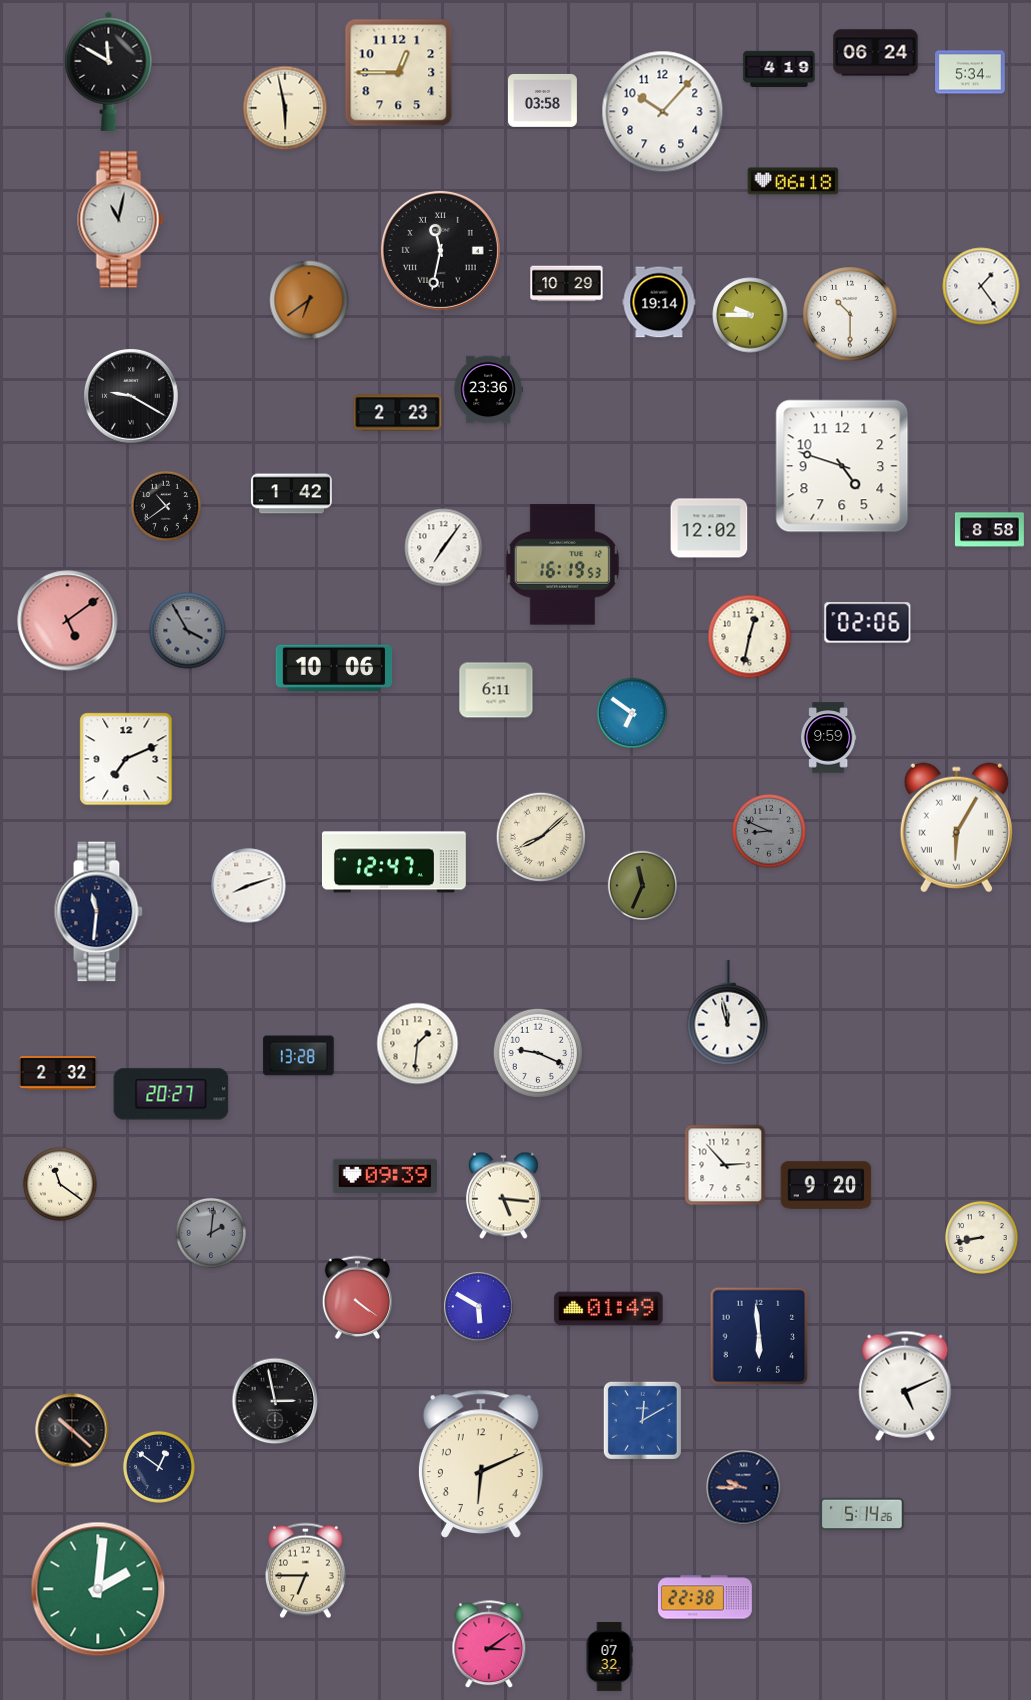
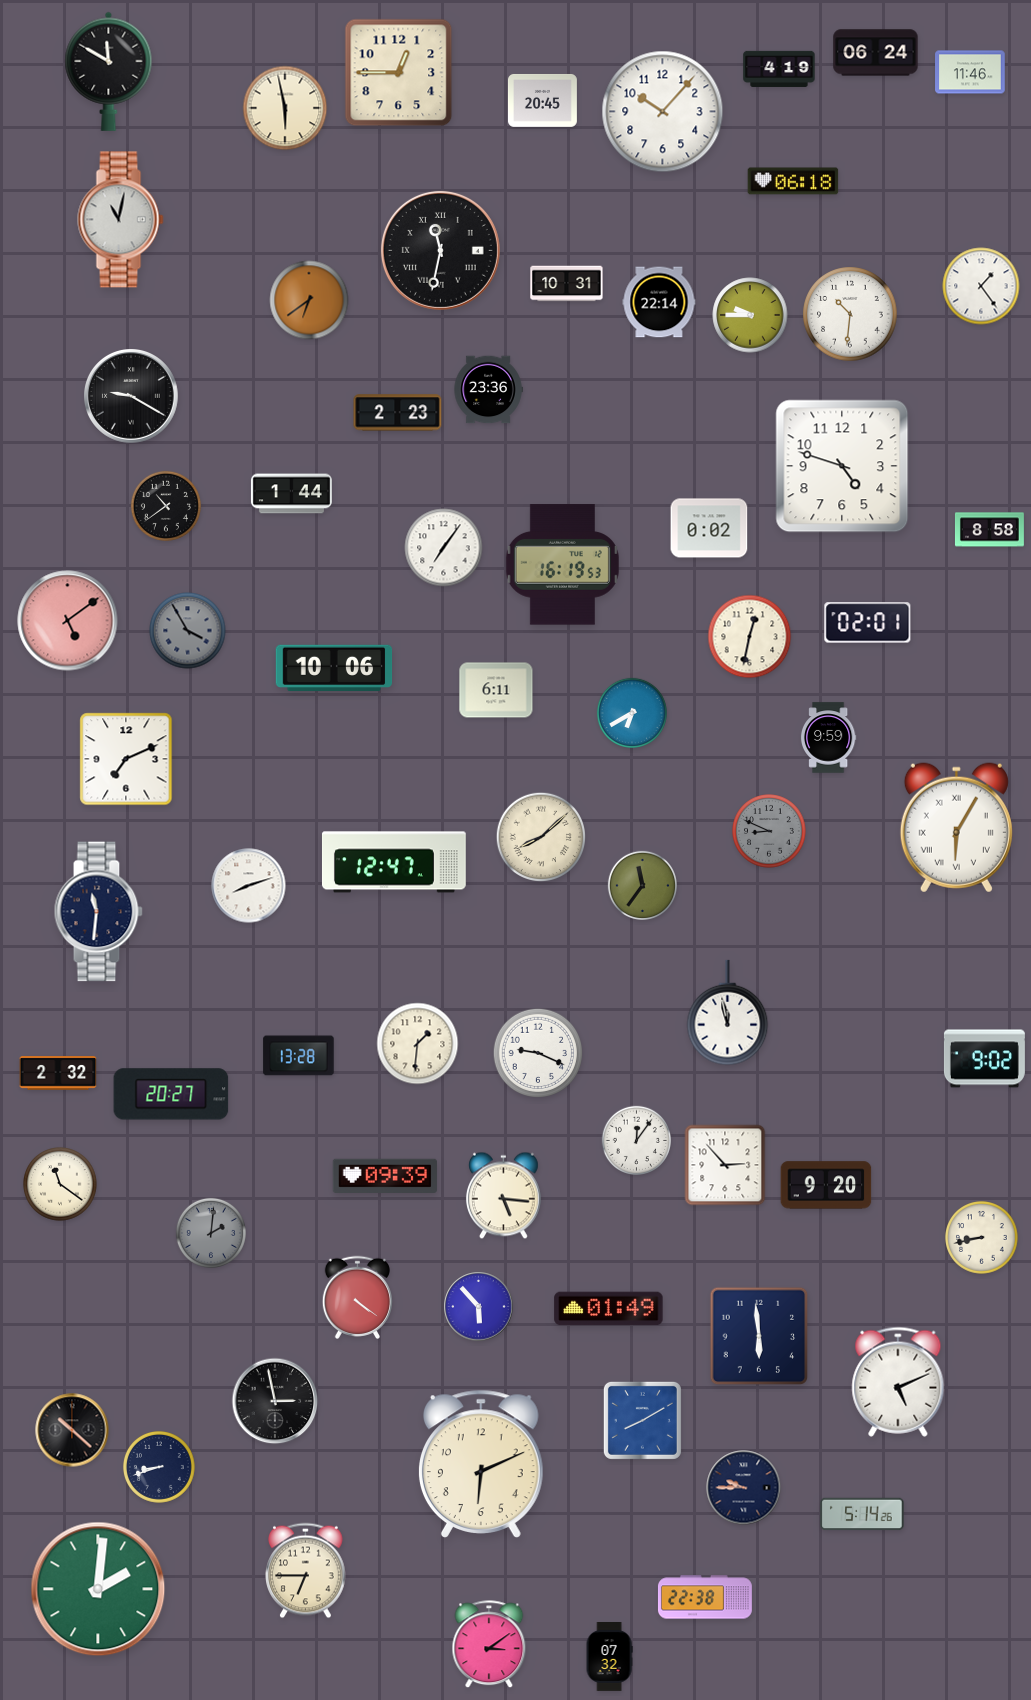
clock at (970, 72): 5:34 -> 11:46
clock at (542, 100): 03:58 -> 20:45
clock at (567, 284): 10:29 -> 10:31
clock at (659, 302): 19:14 -> 22:14
clock at (850, 314): 10:30 -> 10:31
clock at (291, 494): 1:42 -> 1:44
clock at (709, 528): 12:02 -> 0:02
clock at (868, 623): 02:06 -> 02:01
clock at (632, 713): 6:51 -> 6:40
clock at (642, 885): 11:34 -> 11:36
clock at (984, 1059): none -> 9:02
clock at (636, 1140): none -> 12:06
clock at (479, 1307): 5:50 -> 5:53
clock at (905, 1386) position: (905, 1386) -> (898, 1382)
clock at (642, 1420): 12:10 -> 8:10
clock at (159, 1467): 12:51 -> 8:42
